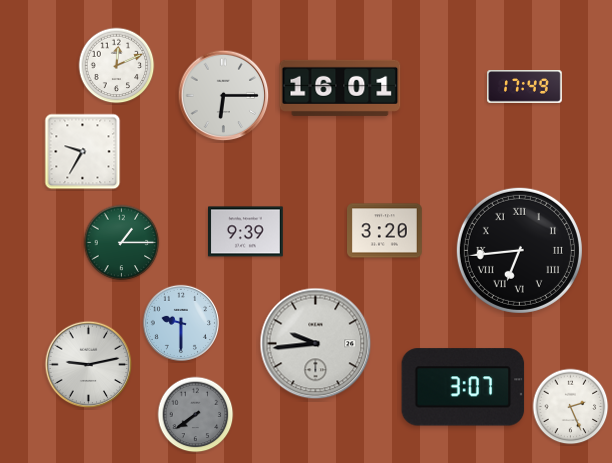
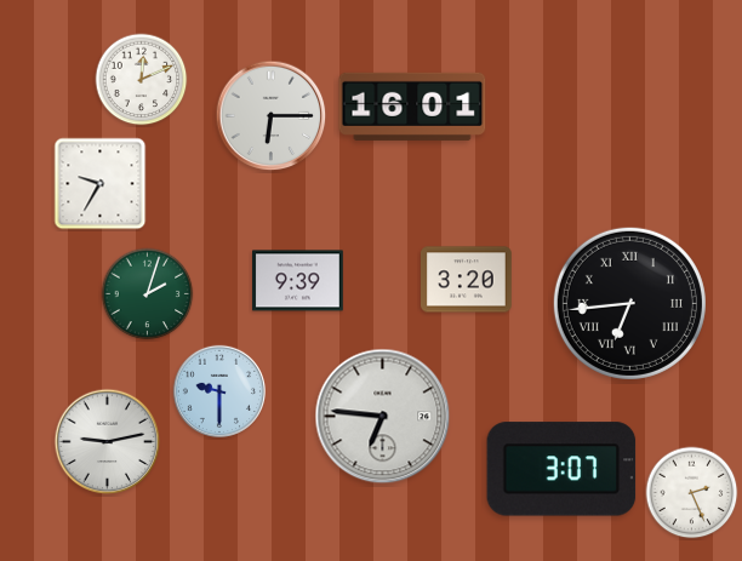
clock at (525, 87): 17:49 -> none
clock at (122, 243): 1:15 -> 2:03
clock at (316, 344): 9:44 -> 6:46
clock at (196, 415): 7:39 -> none
